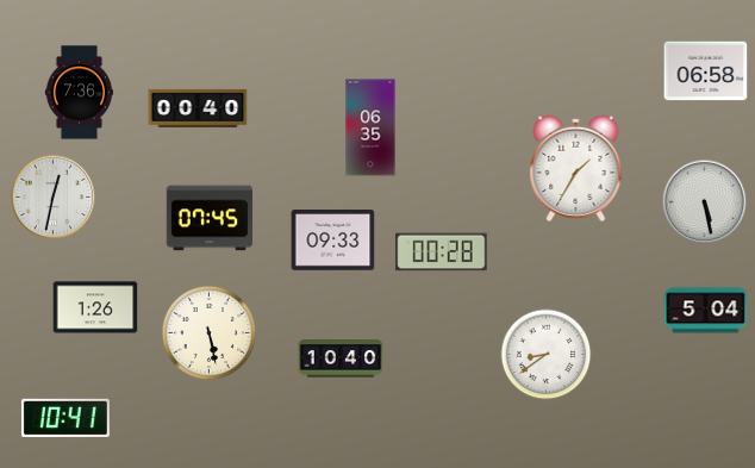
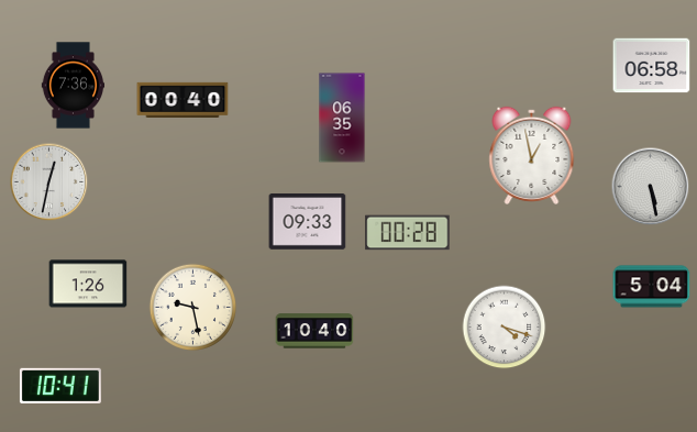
clock at (576, 168): 1:35 -> 12:58
clock at (210, 218): 07:45 -> none
clock at (208, 332): 5:28 -> 9:28
clock at (547, 355): 8:39 -> 4:18
